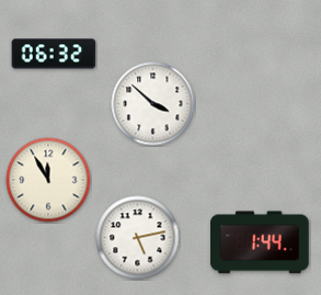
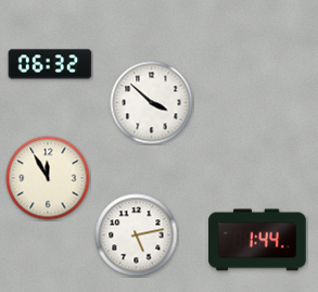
clock at (54, 54) position: (54, 54) -> (50, 64)
